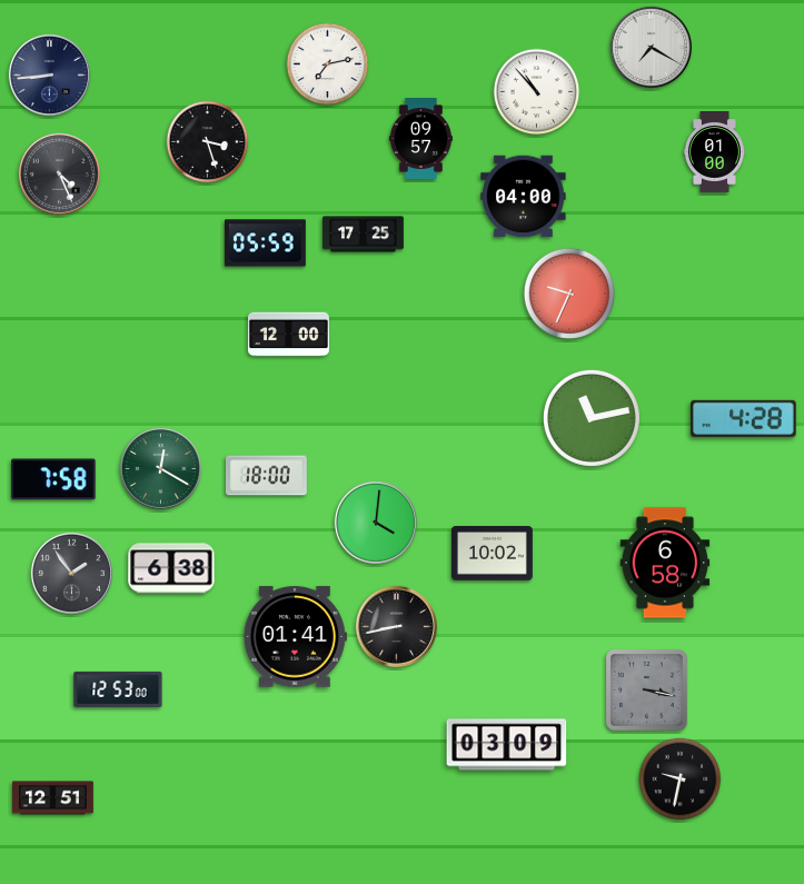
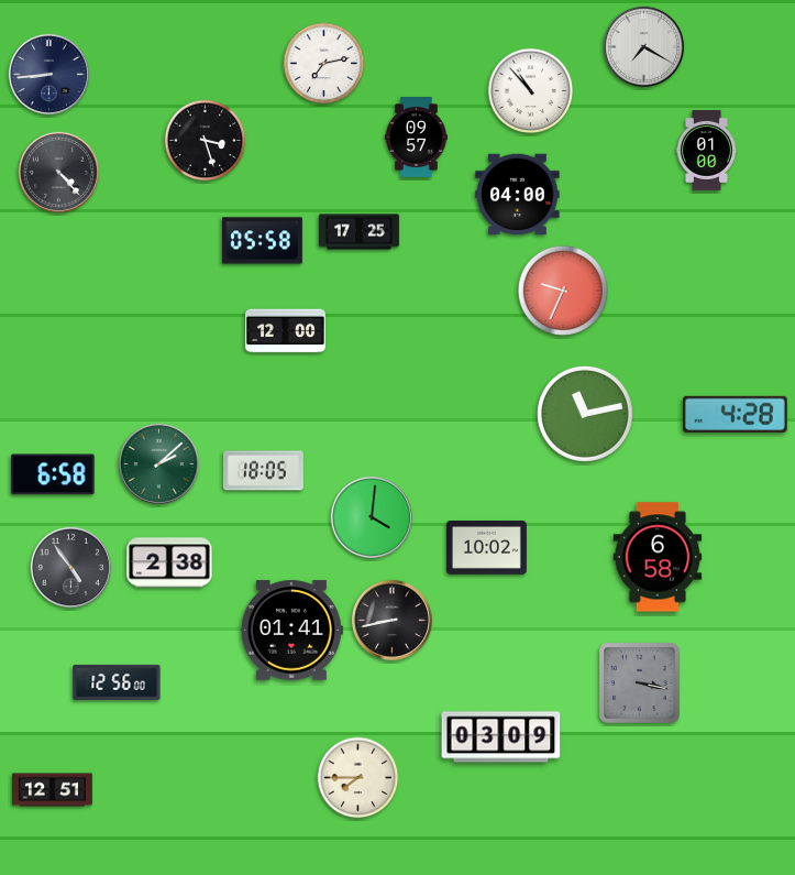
clock at (59, 173): 4:26 -> 4:23
clock at (265, 244): 05:59 -> 05:58
clock at (160, 468): 12:20 -> 2:08
clock at (266, 476): 18:00 -> 18:05
clock at (53, 479): 7:58 -> 6:58
clock at (171, 568): 6:38 -> 2:38
clock at (71, 573): 1:54 -> 4:54
clock at (118, 689): 12:53 -> 12:56
clock at (681, 779): 9:32 -> none
clock at (358, 778): none -> 7:45
